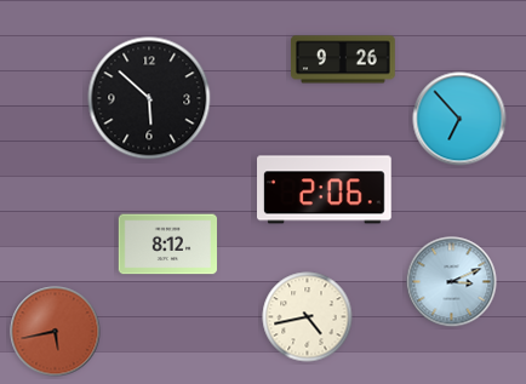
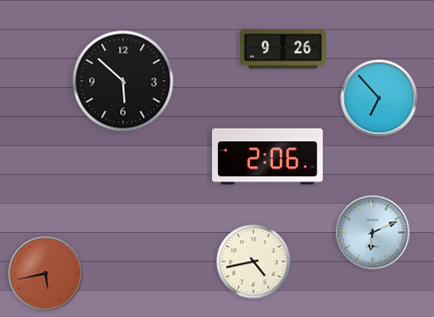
clock at (168, 245): 8:12 -> none
clock at (452, 282): 3:11 -> 6:11
